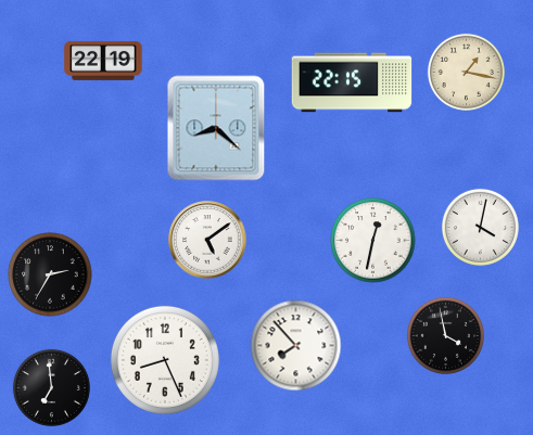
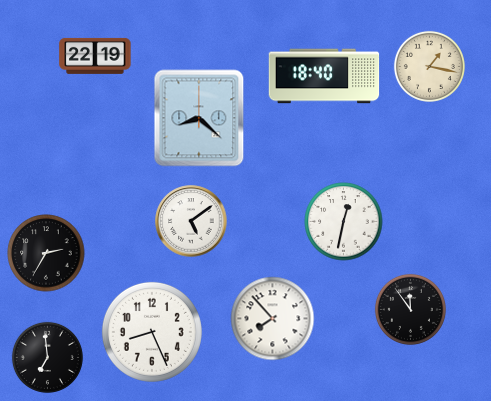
clock at (352, 82): 22:15 -> 18:40
clock at (480, 227): 4:02 -> none
clock at (445, 335): 3:58 -> 11:54
